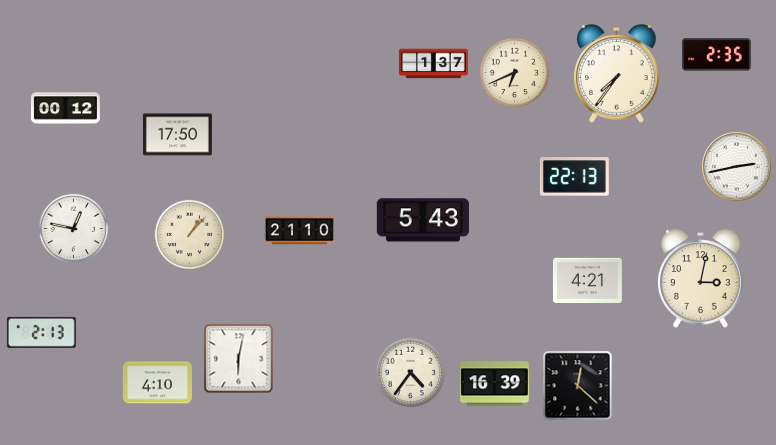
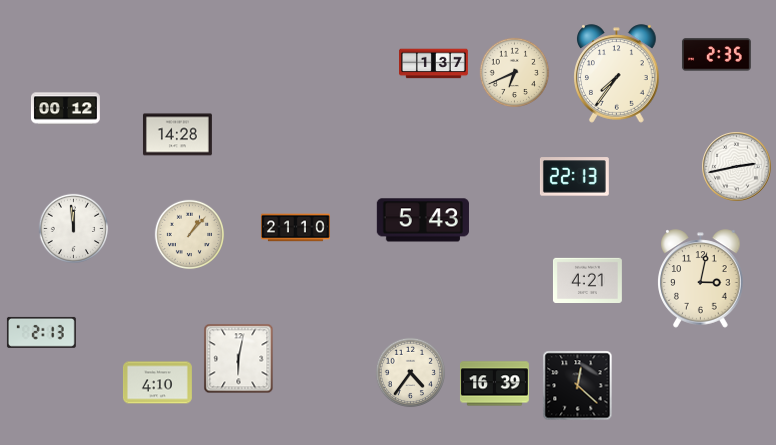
clock at (177, 135): 17:50 -> 14:28
clock at (74, 229): 12:47 -> 11:59
clock at (299, 231) position: (299, 231) -> (295, 228)
